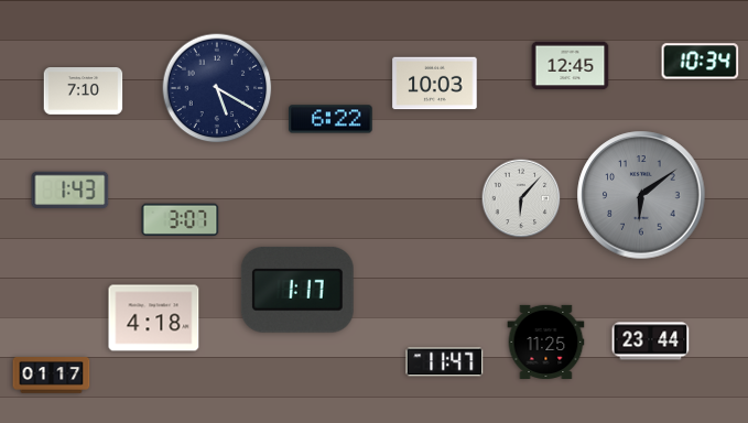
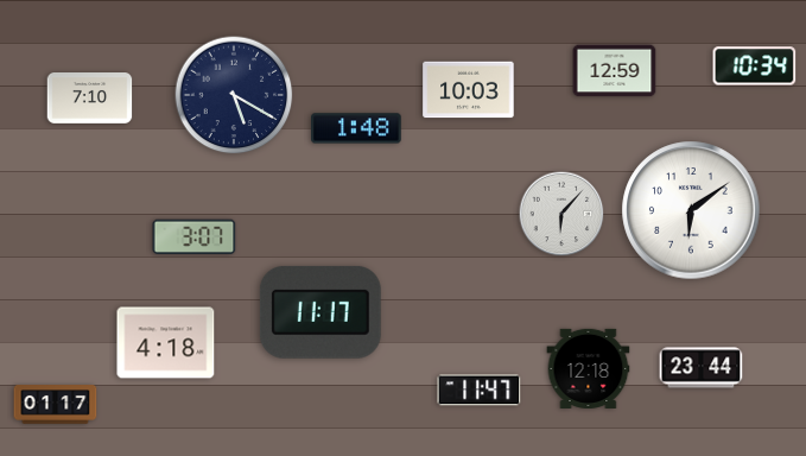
clock at (571, 66): 12:45 -> 12:59
clock at (330, 119): 6:22 -> 1:48
clock at (71, 191): 1:43 -> none
clock at (641, 195) dial: grey -> white
clock at (297, 290): 1:17 -> 11:17
clock at (546, 341): 11:25 -> 12:18
